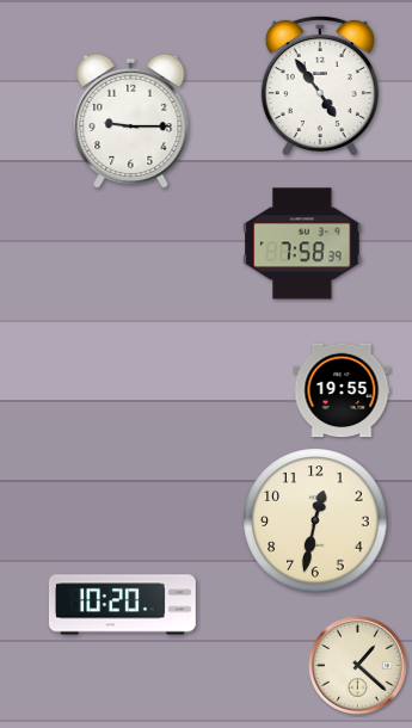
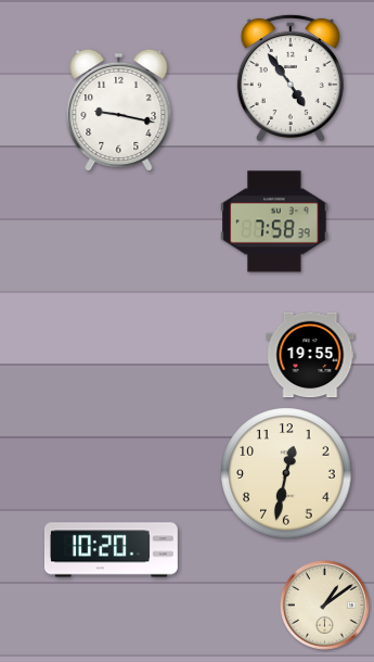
clock at (131, 122): 9:15 -> 9:17
clock at (358, 666): 1:22 -> 1:09
